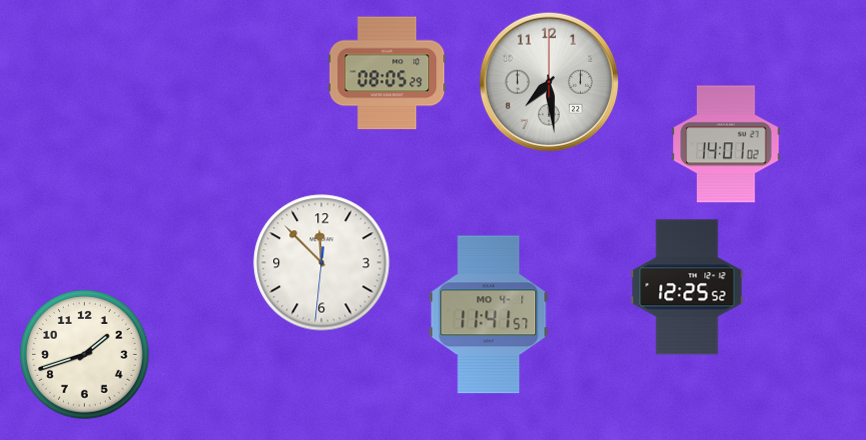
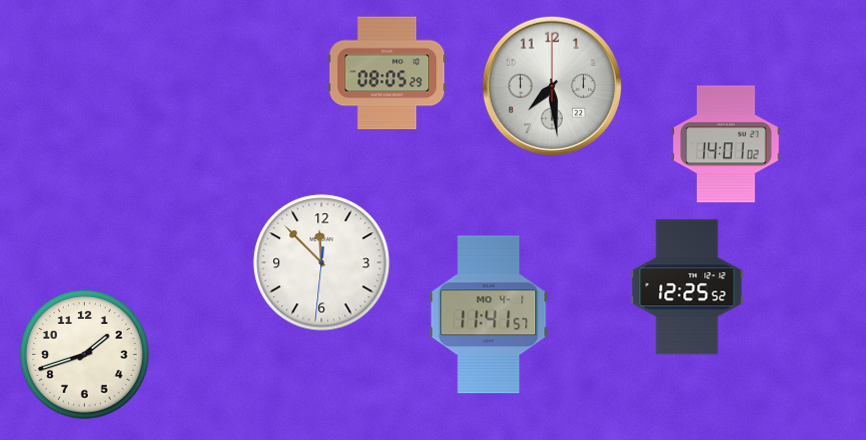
clock at (549, 82) position: (549, 82) -> (552, 86)
